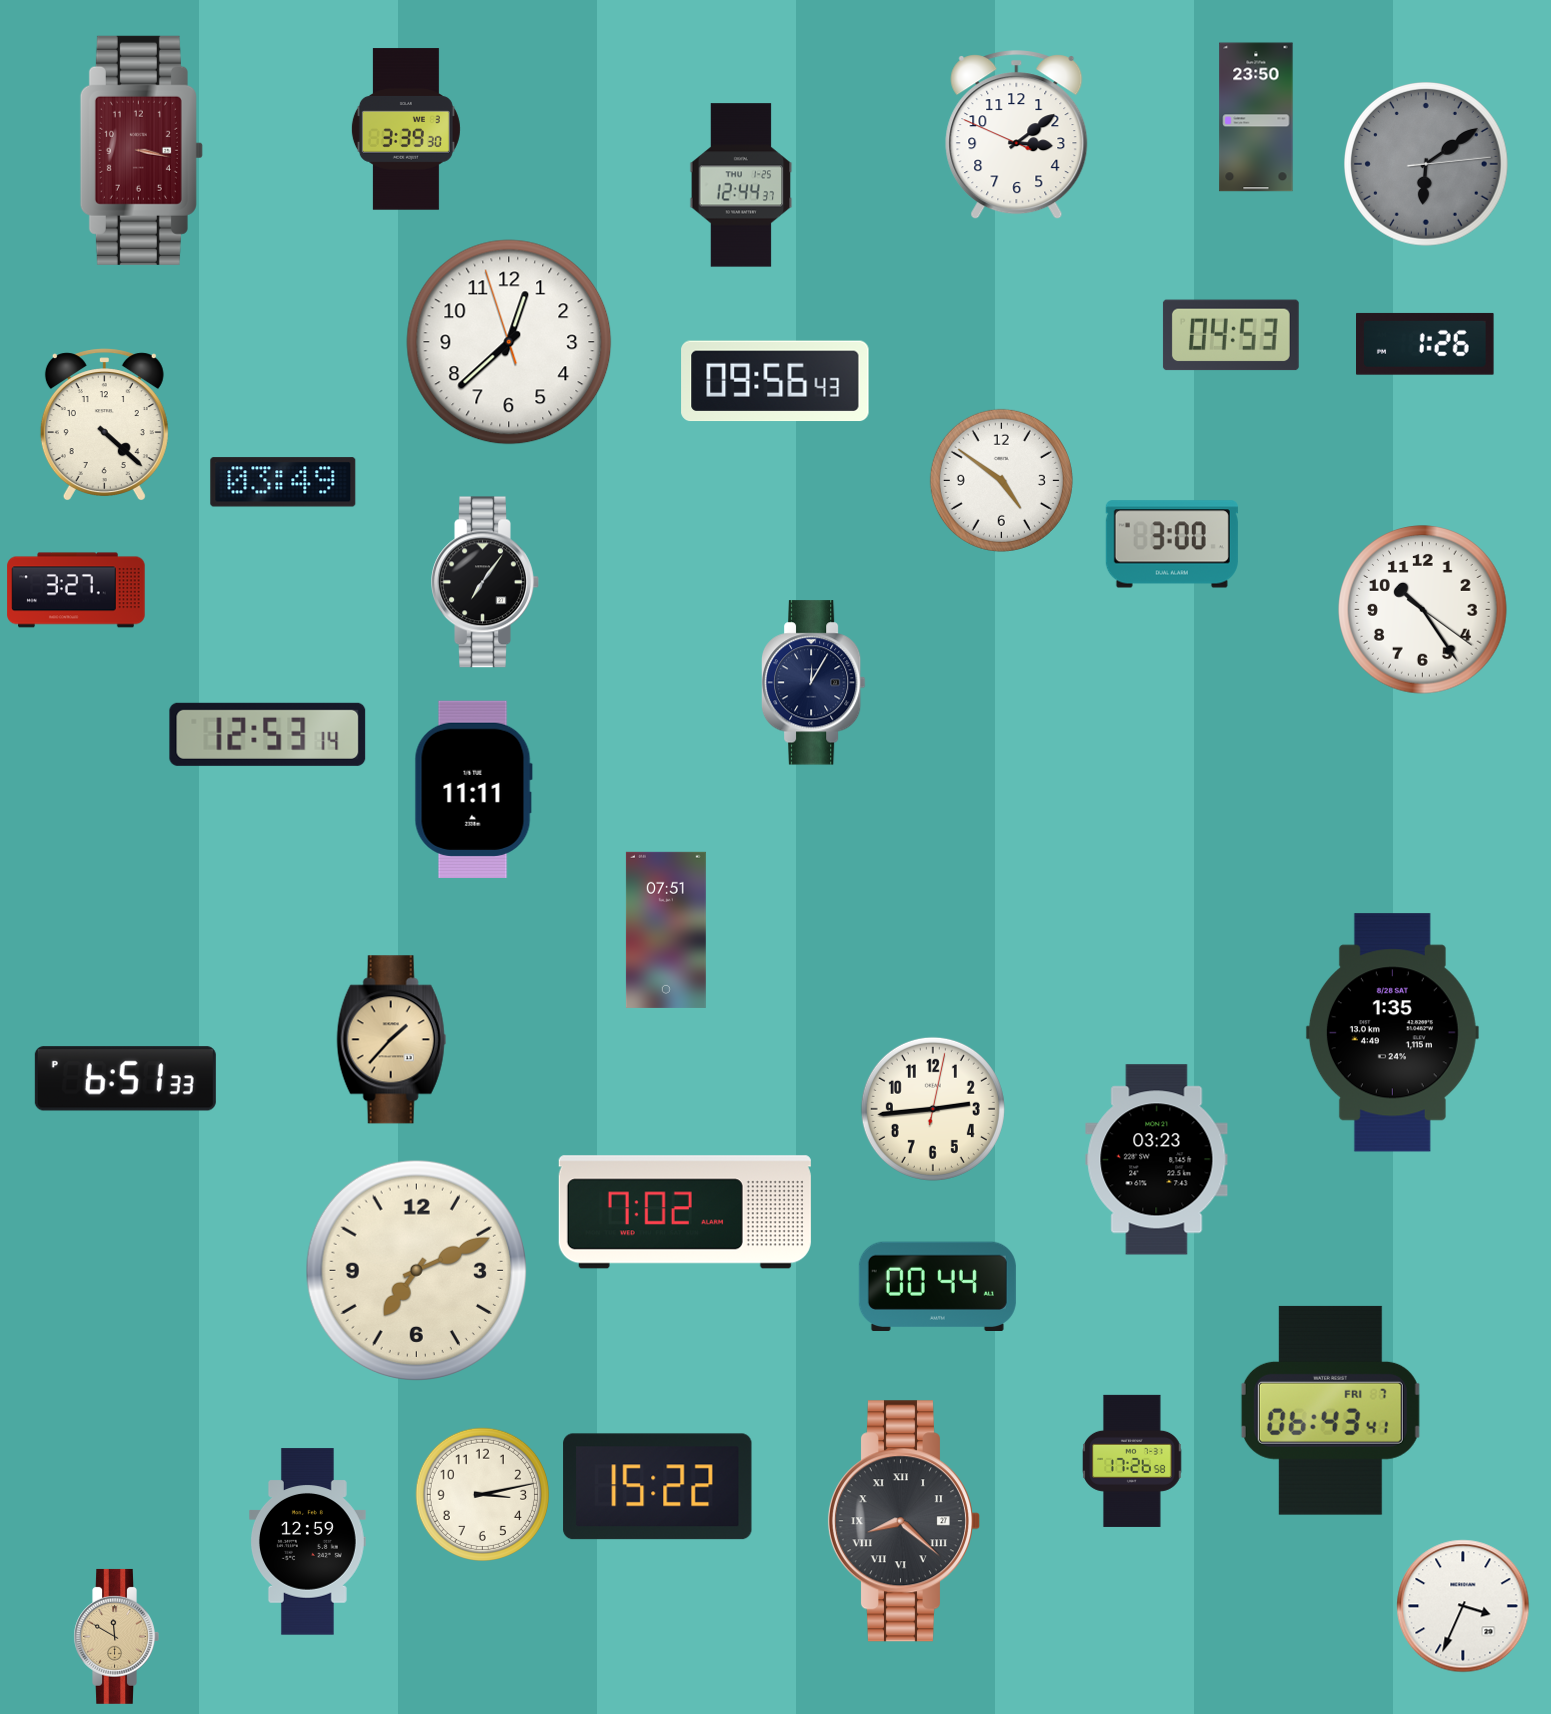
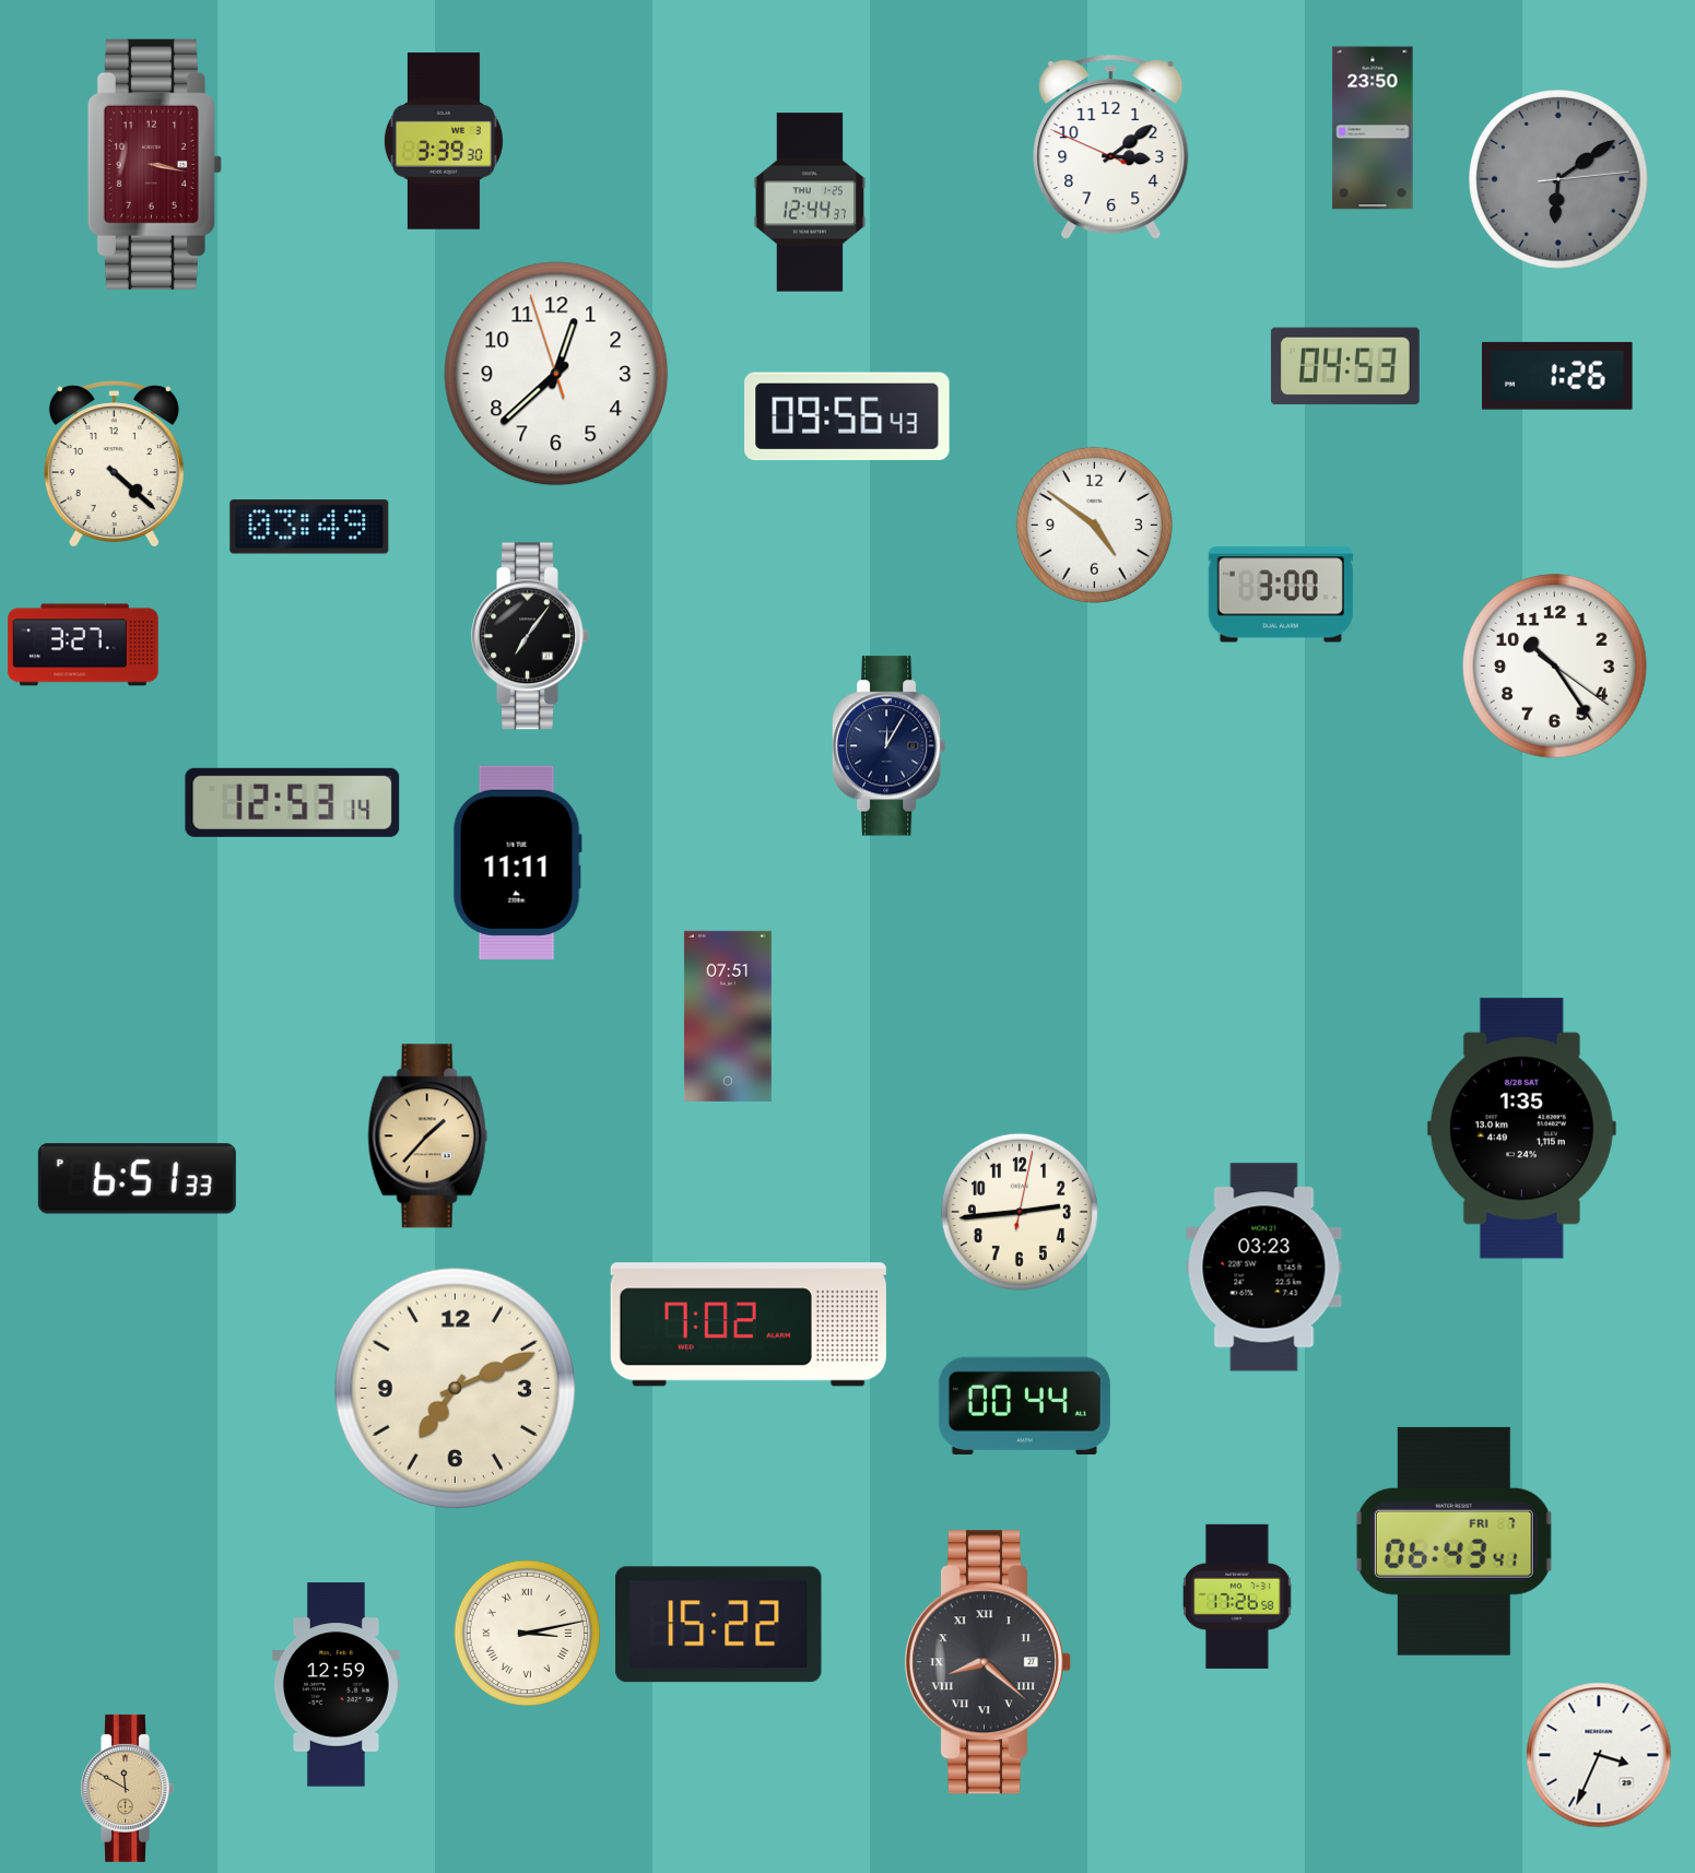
clock at (482, 1494) numerals: Arabic -> Roman
